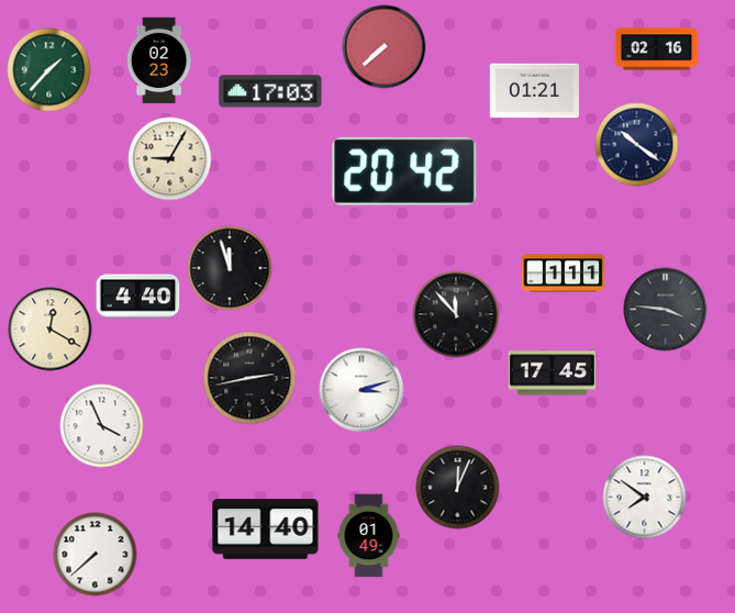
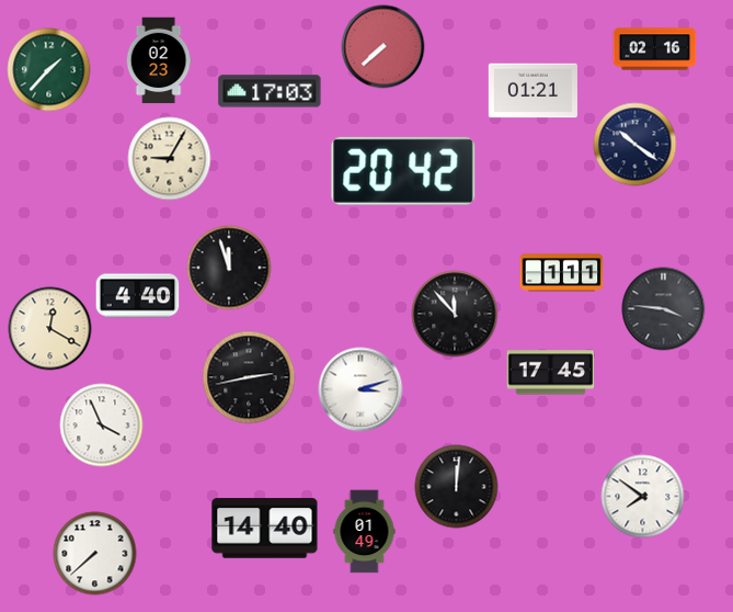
clock at (458, 488): 12:04 -> 12:01
clock at (369, 536) position: (369, 536) -> (365, 532)
